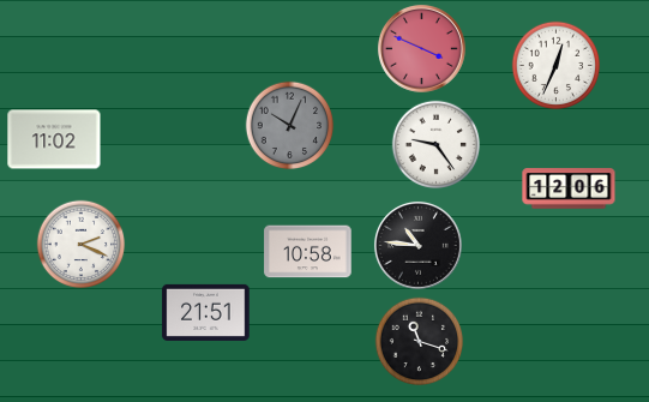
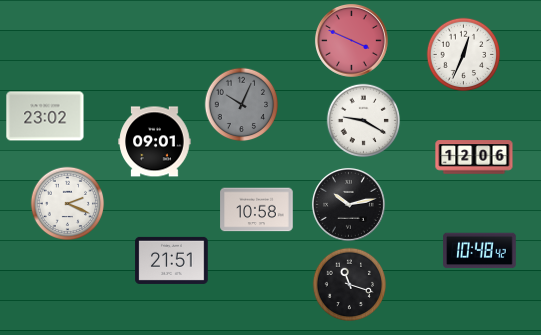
clock at (54, 139): 11:02 -> 23:02
clock at (437, 145): 9:24 -> 9:20
clock at (155, 142): none -> 09:01
clock at (417, 245): 10:46 -> 10:13
clock at (480, 251): none -> 10:48
